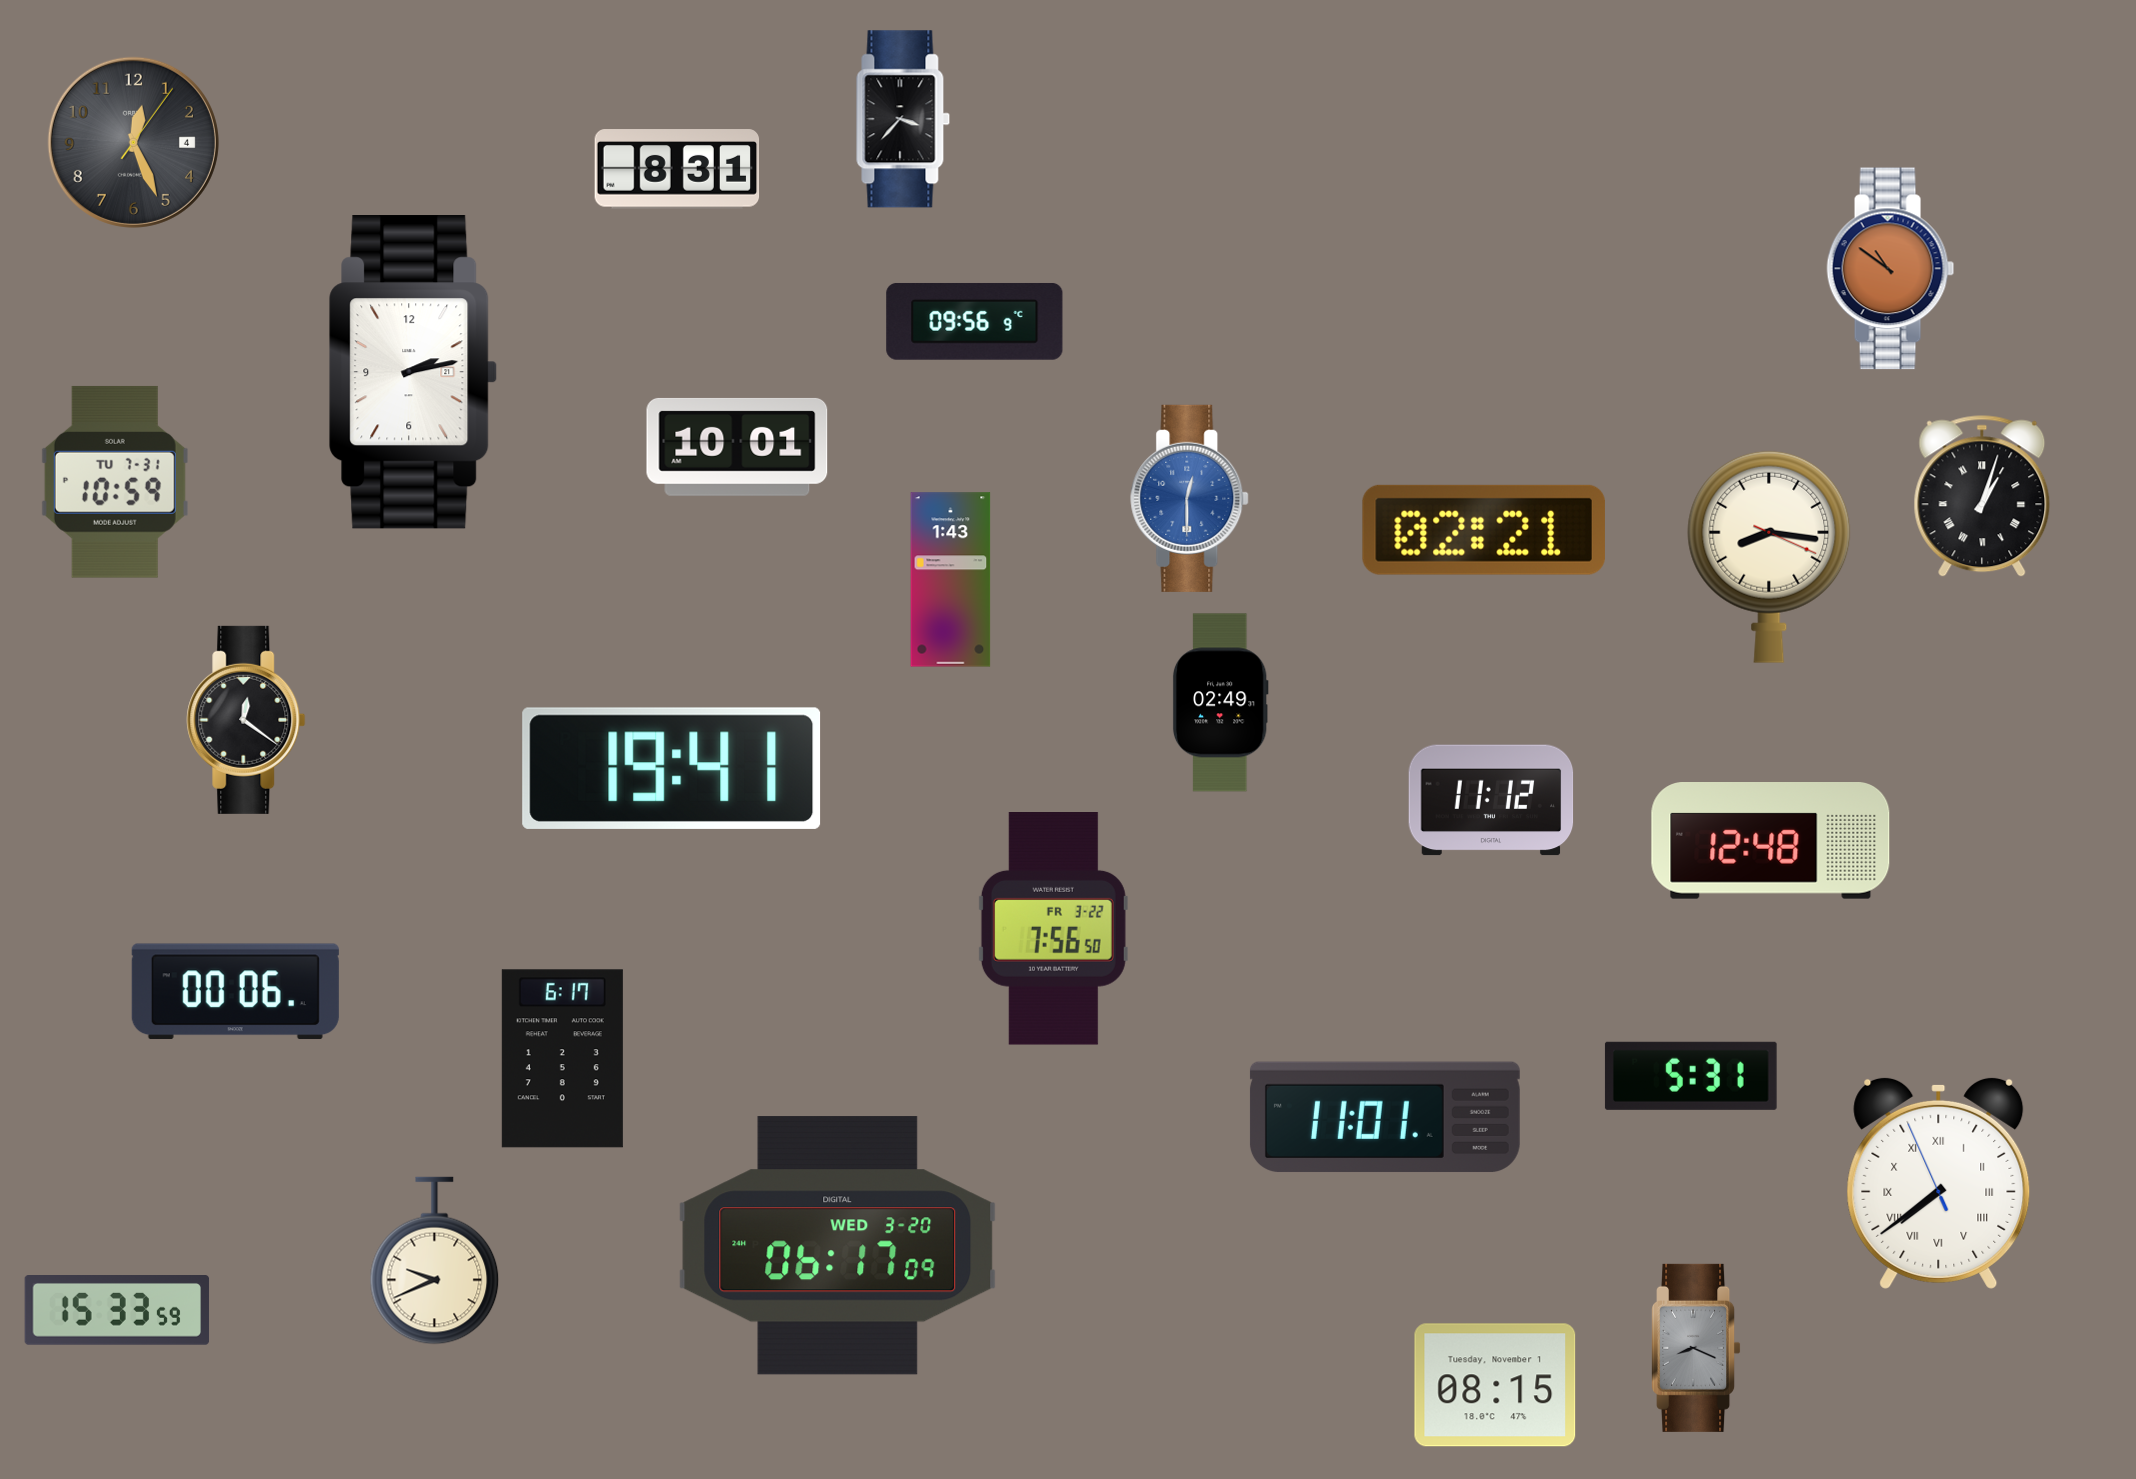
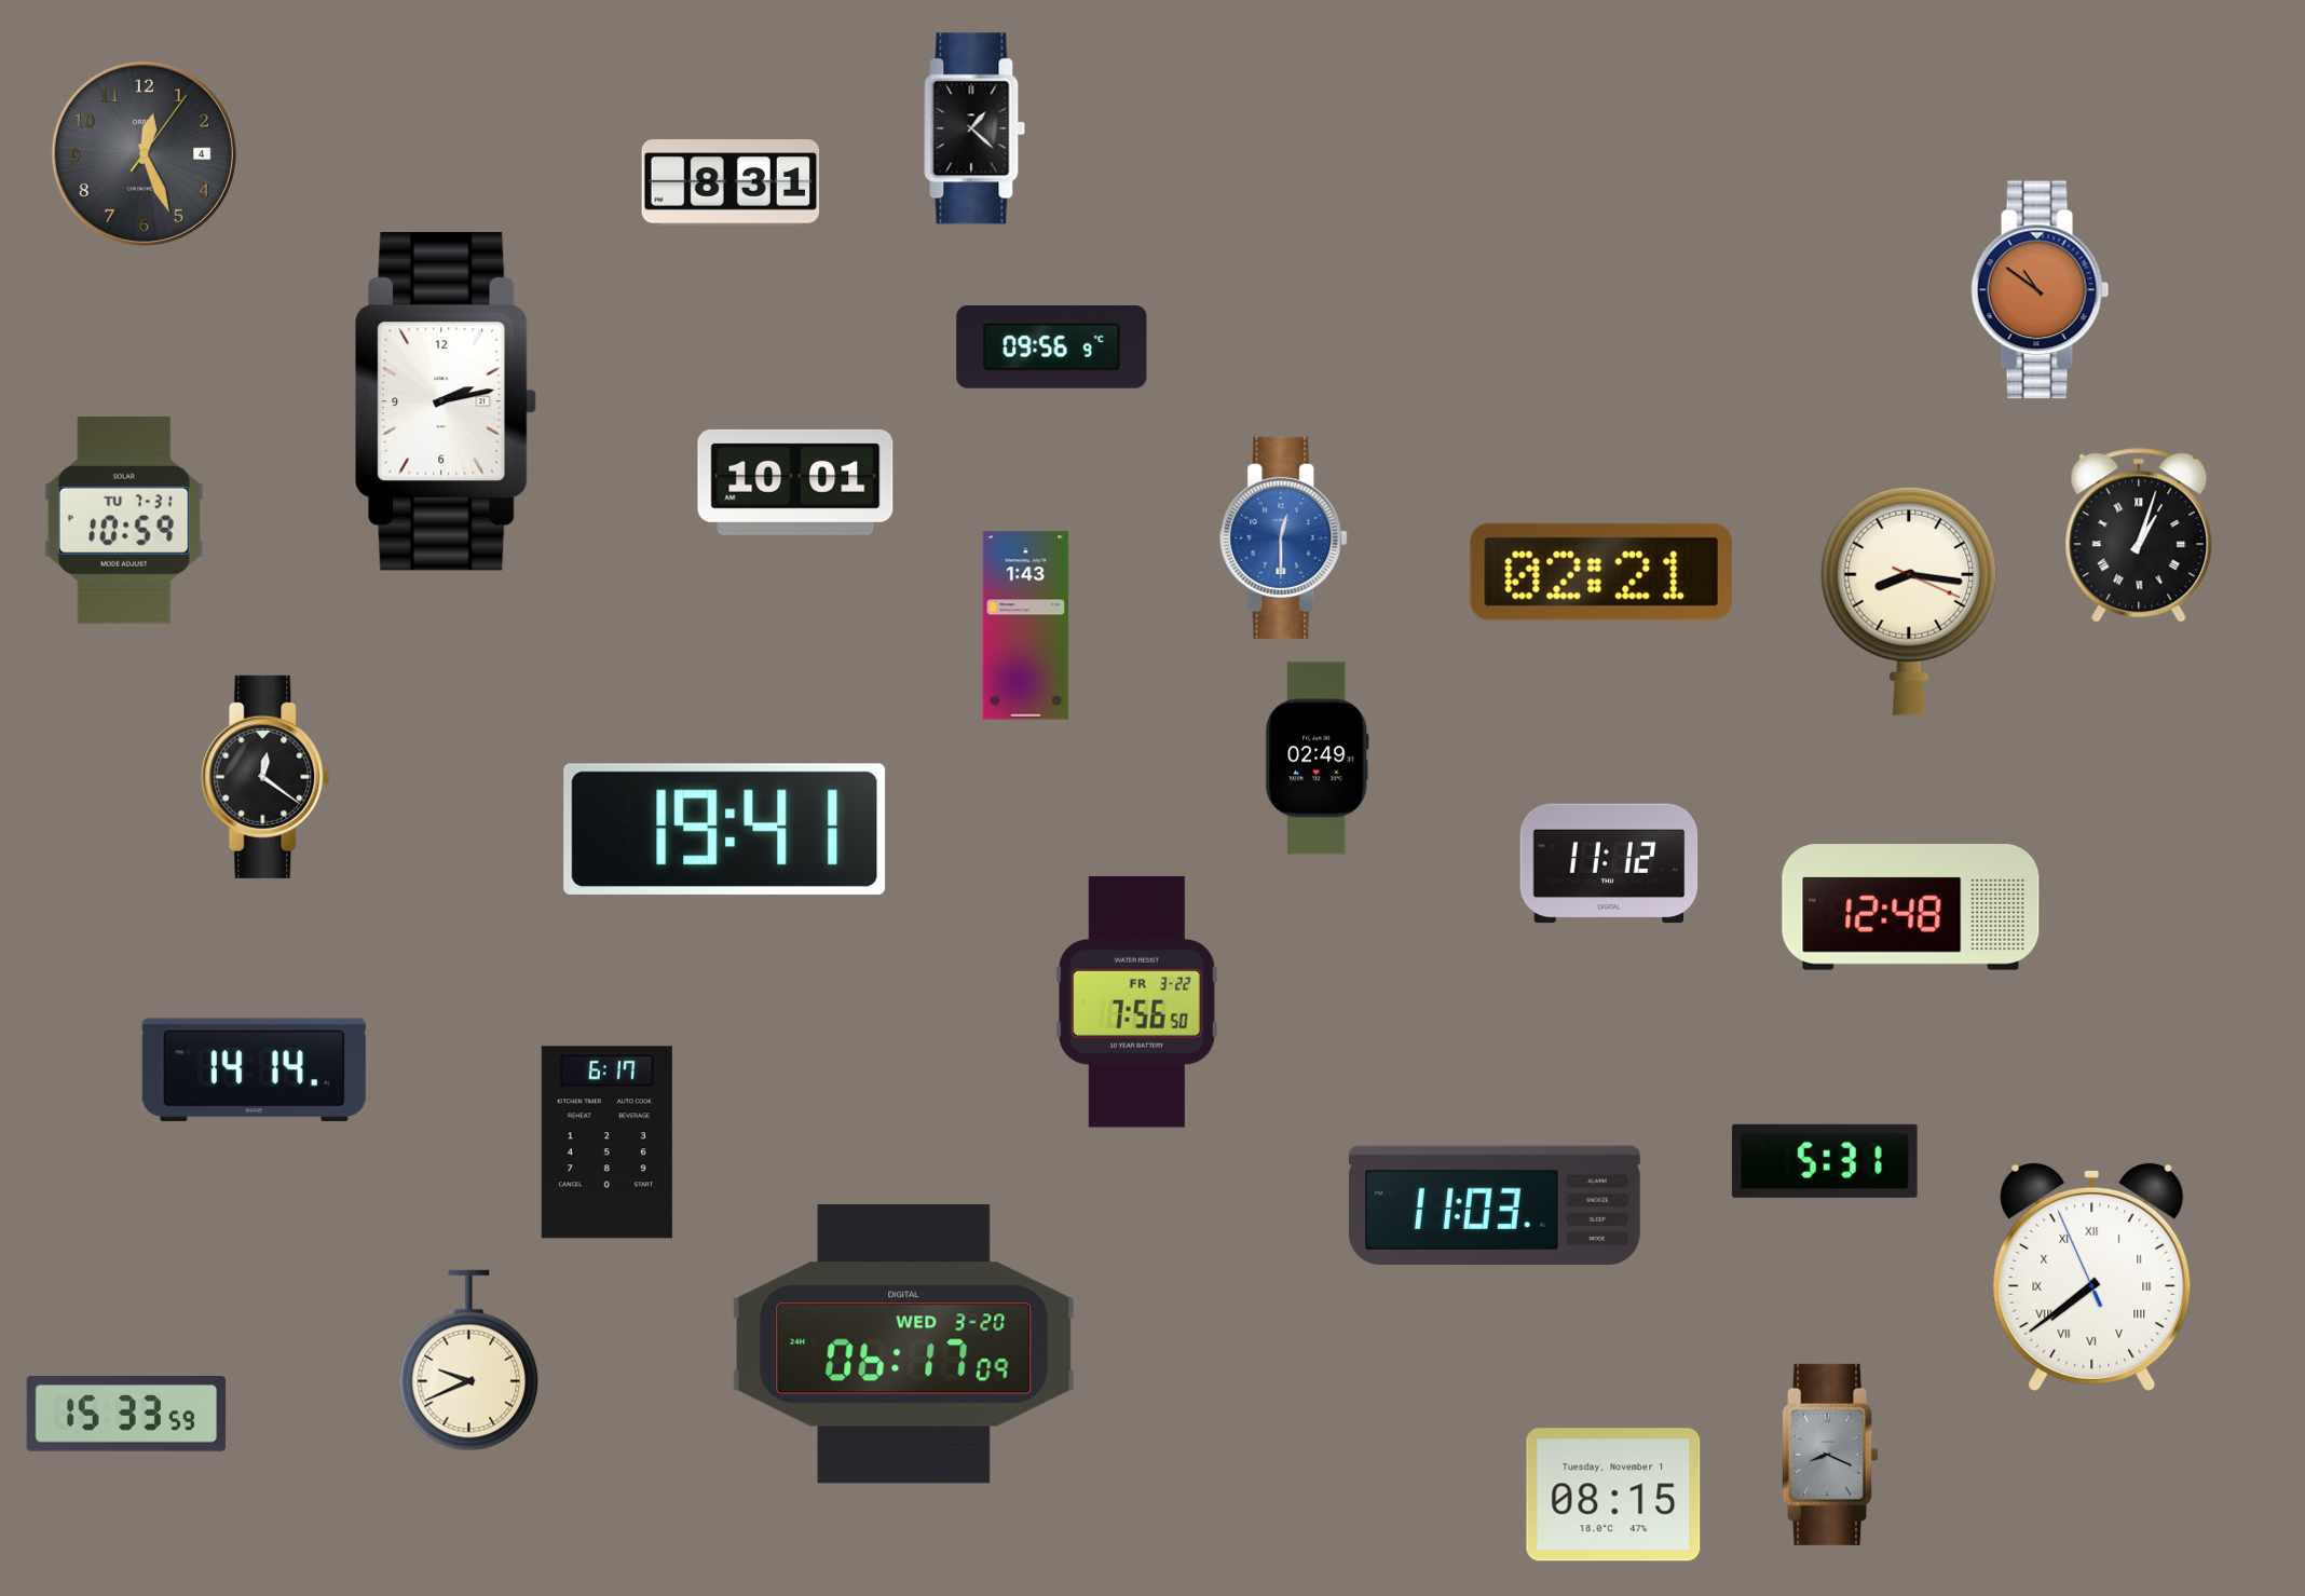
clock at (903, 119): 3:37 -> 1:22
clock at (235, 992): 00:06 -> 14:14
clock at (1385, 1117): 11:01 -> 11:03
